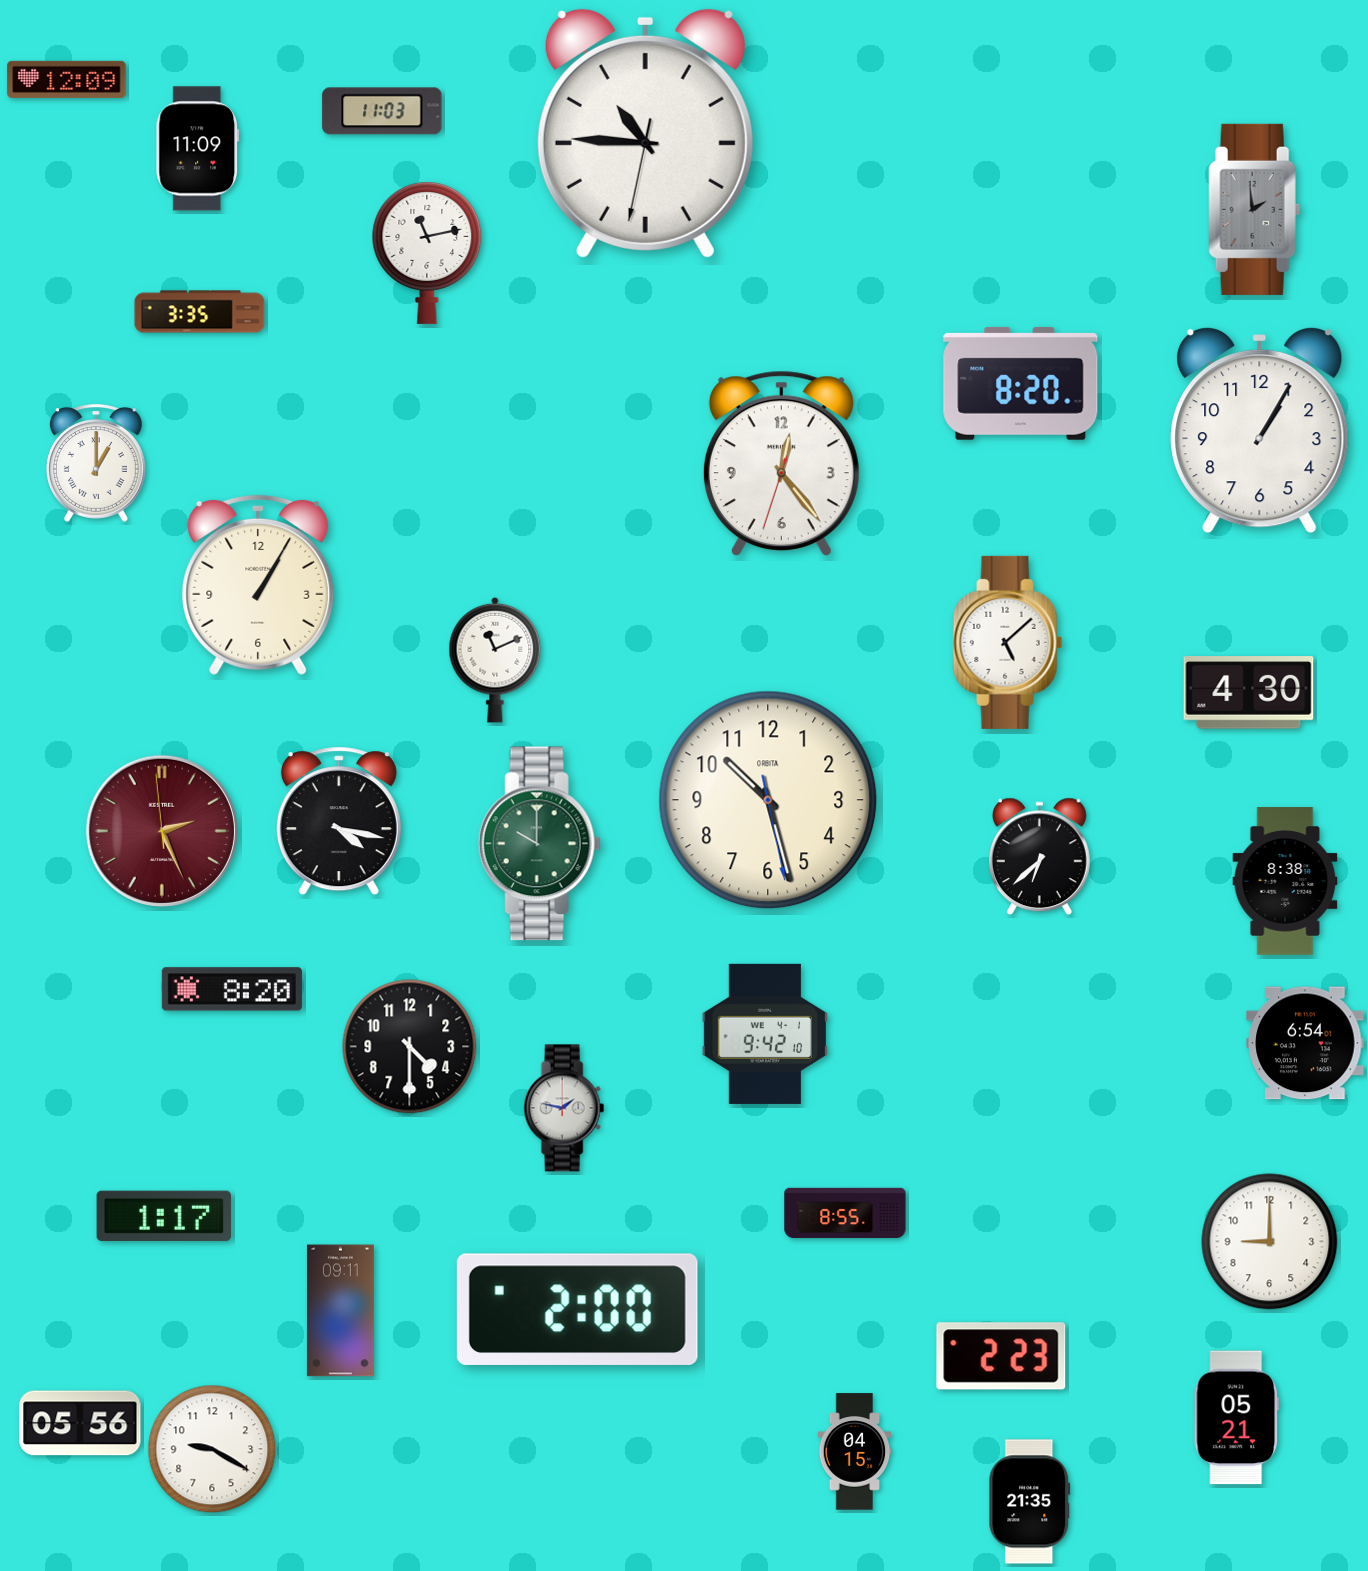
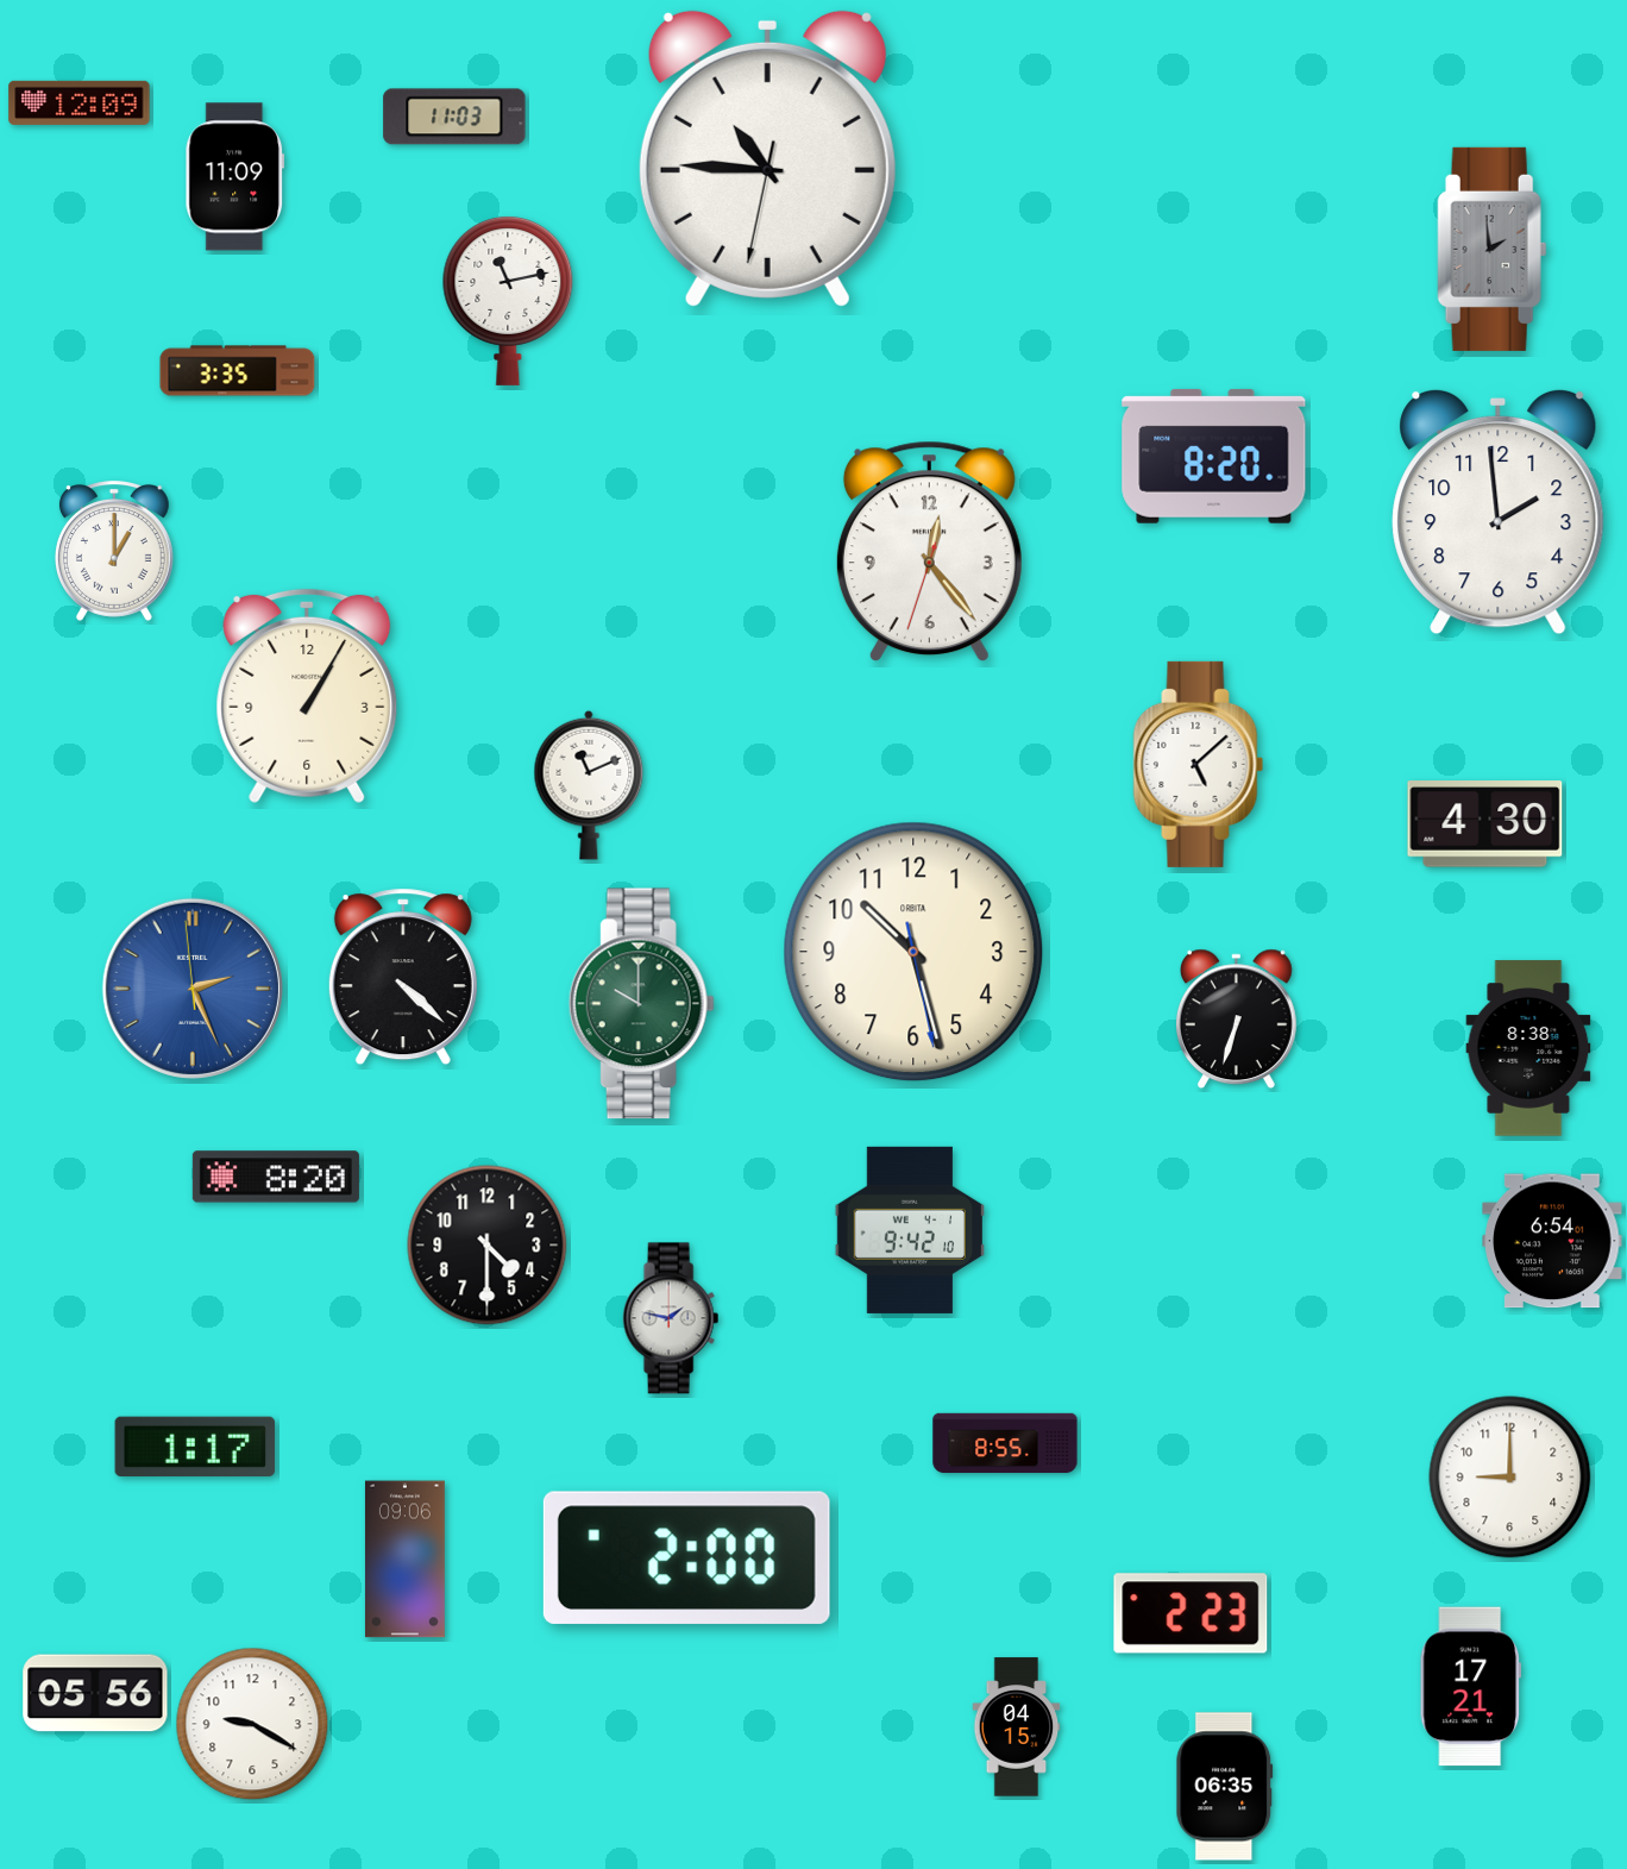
clock at (67, 79) position: (67, 79) -> (80, 102)
clock at (382, 111) position: (382, 111) -> (454, 117)
clock at (1260, 430): 1:05 -> 1:59
clock at (339, 821): 4:17 -> 4:22
clock at (162, 831) dial: burgundy -> blue
clock at (1039, 857): 6:38 -> 6:33
clock at (340, 1311): 09:11 -> 09:06
clock at (1236, 1418): 05:21 -> 17:21
clock at (1030, 1502): 21:35 -> 06:35
